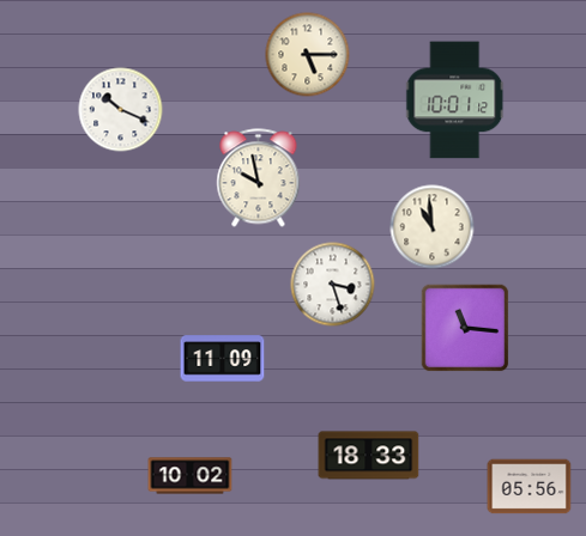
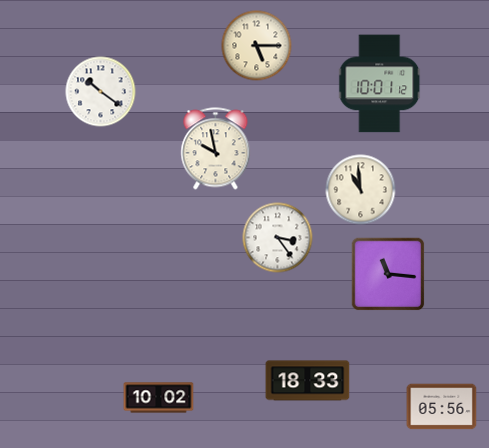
clock at (121, 110): 10:19 -> 10:21
clock at (333, 285): 3:27 -> 3:24
clock at (223, 359): 11:09 -> none
